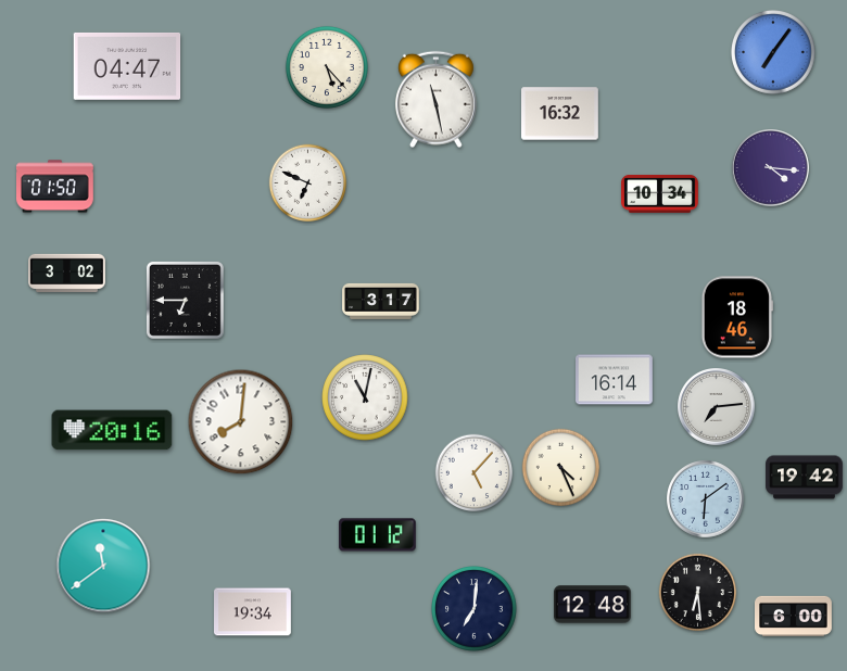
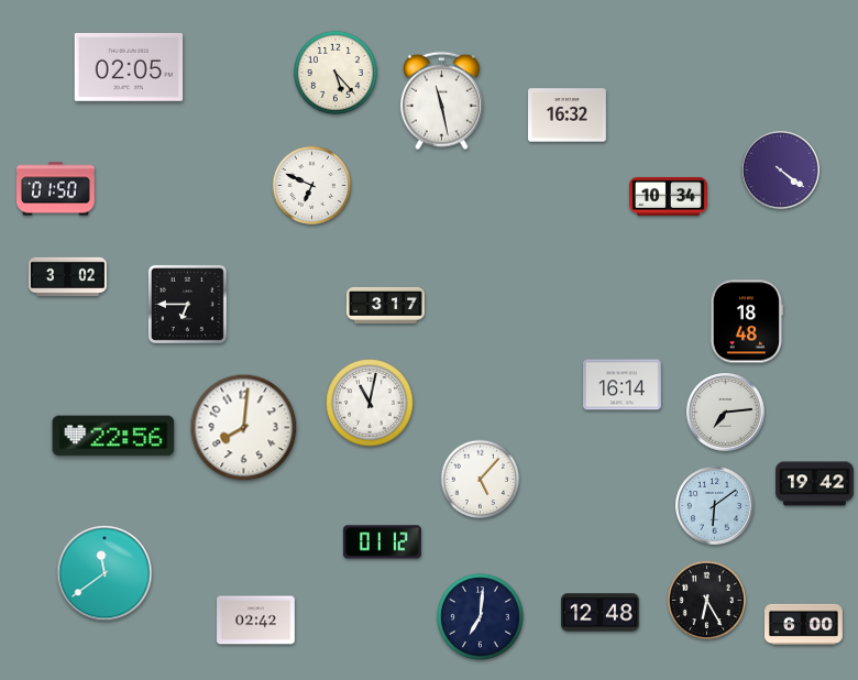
clock at (774, 53): 7:06 -> none
clock at (127, 66): 04:47 -> 02:05
clock at (327, 67) position: (327, 67) -> (335, 73)
clock at (771, 168): 4:16 -> 4:21
clock at (736, 317): 18:46 -> 18:48
clock at (112, 430): 20:16 -> 22:56
clock at (561, 468): 4:26 -> none
clock at (698, 593): 6:29 -> 6:25
clock at (253, 612): 19:34 -> 02:42
